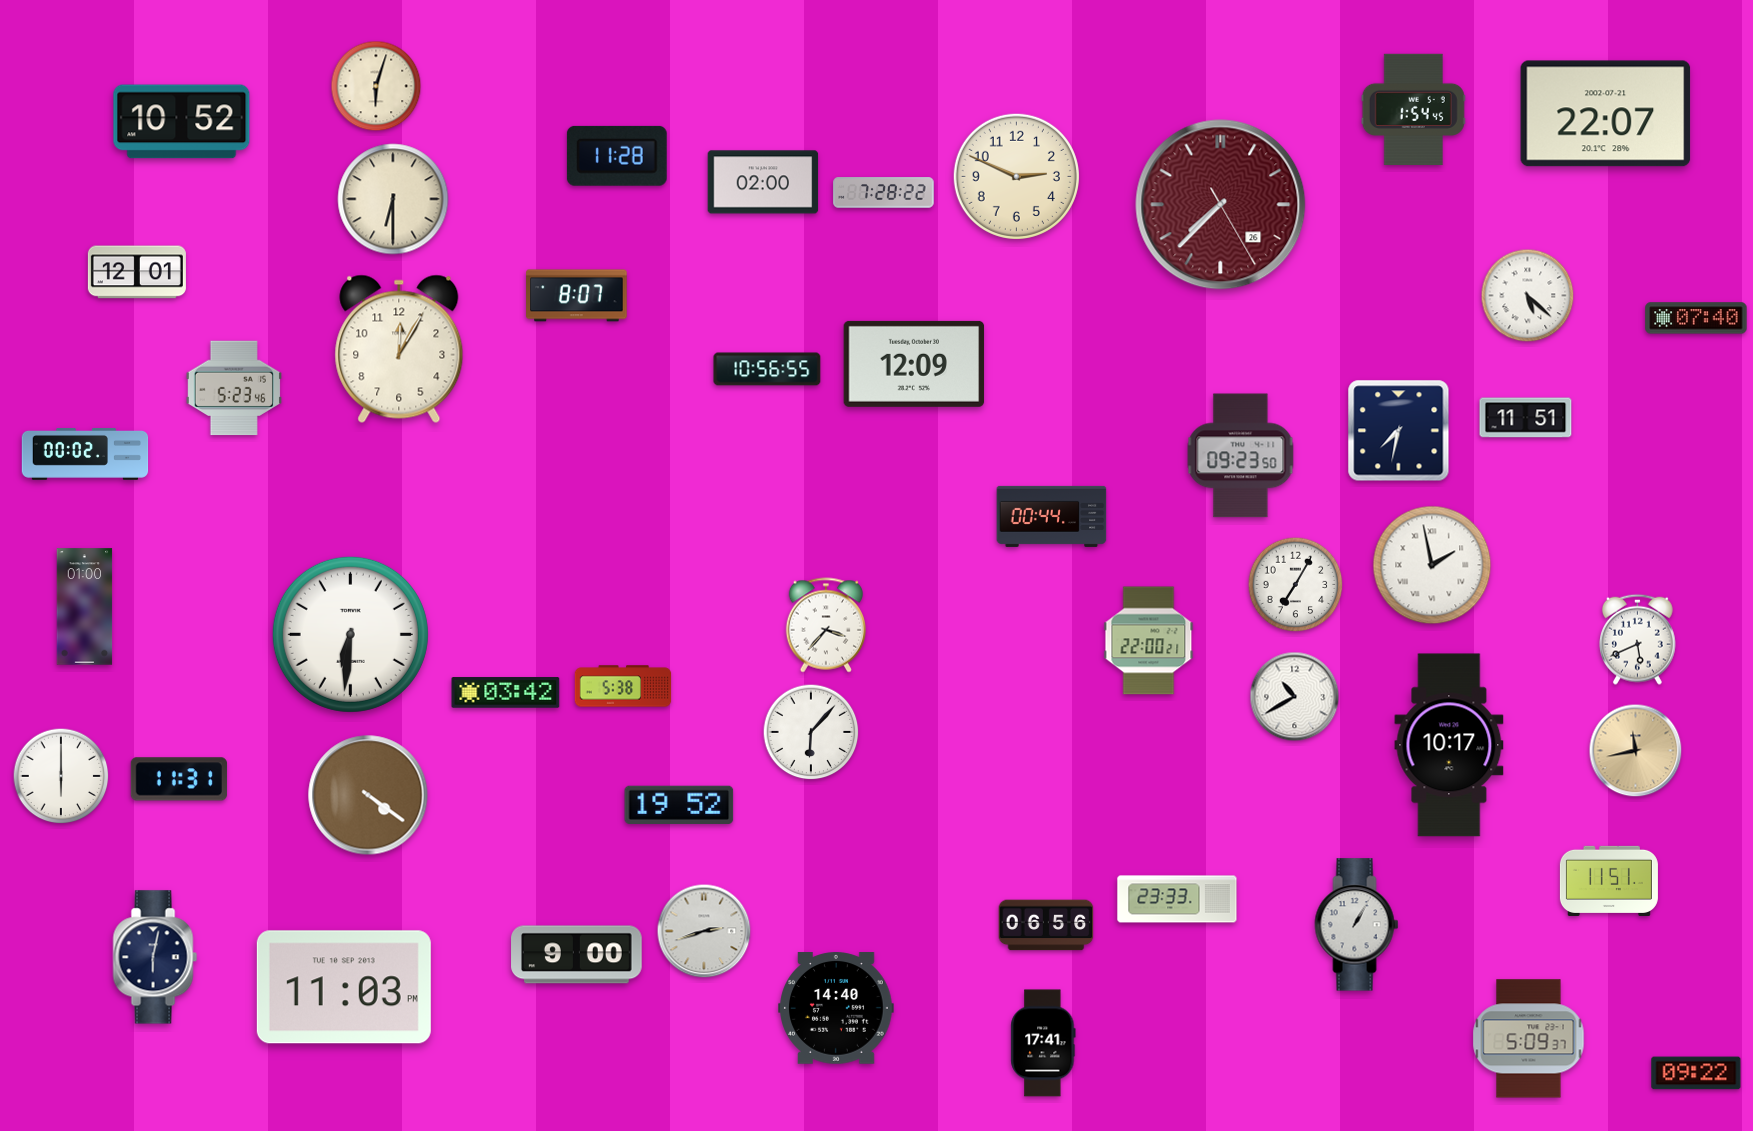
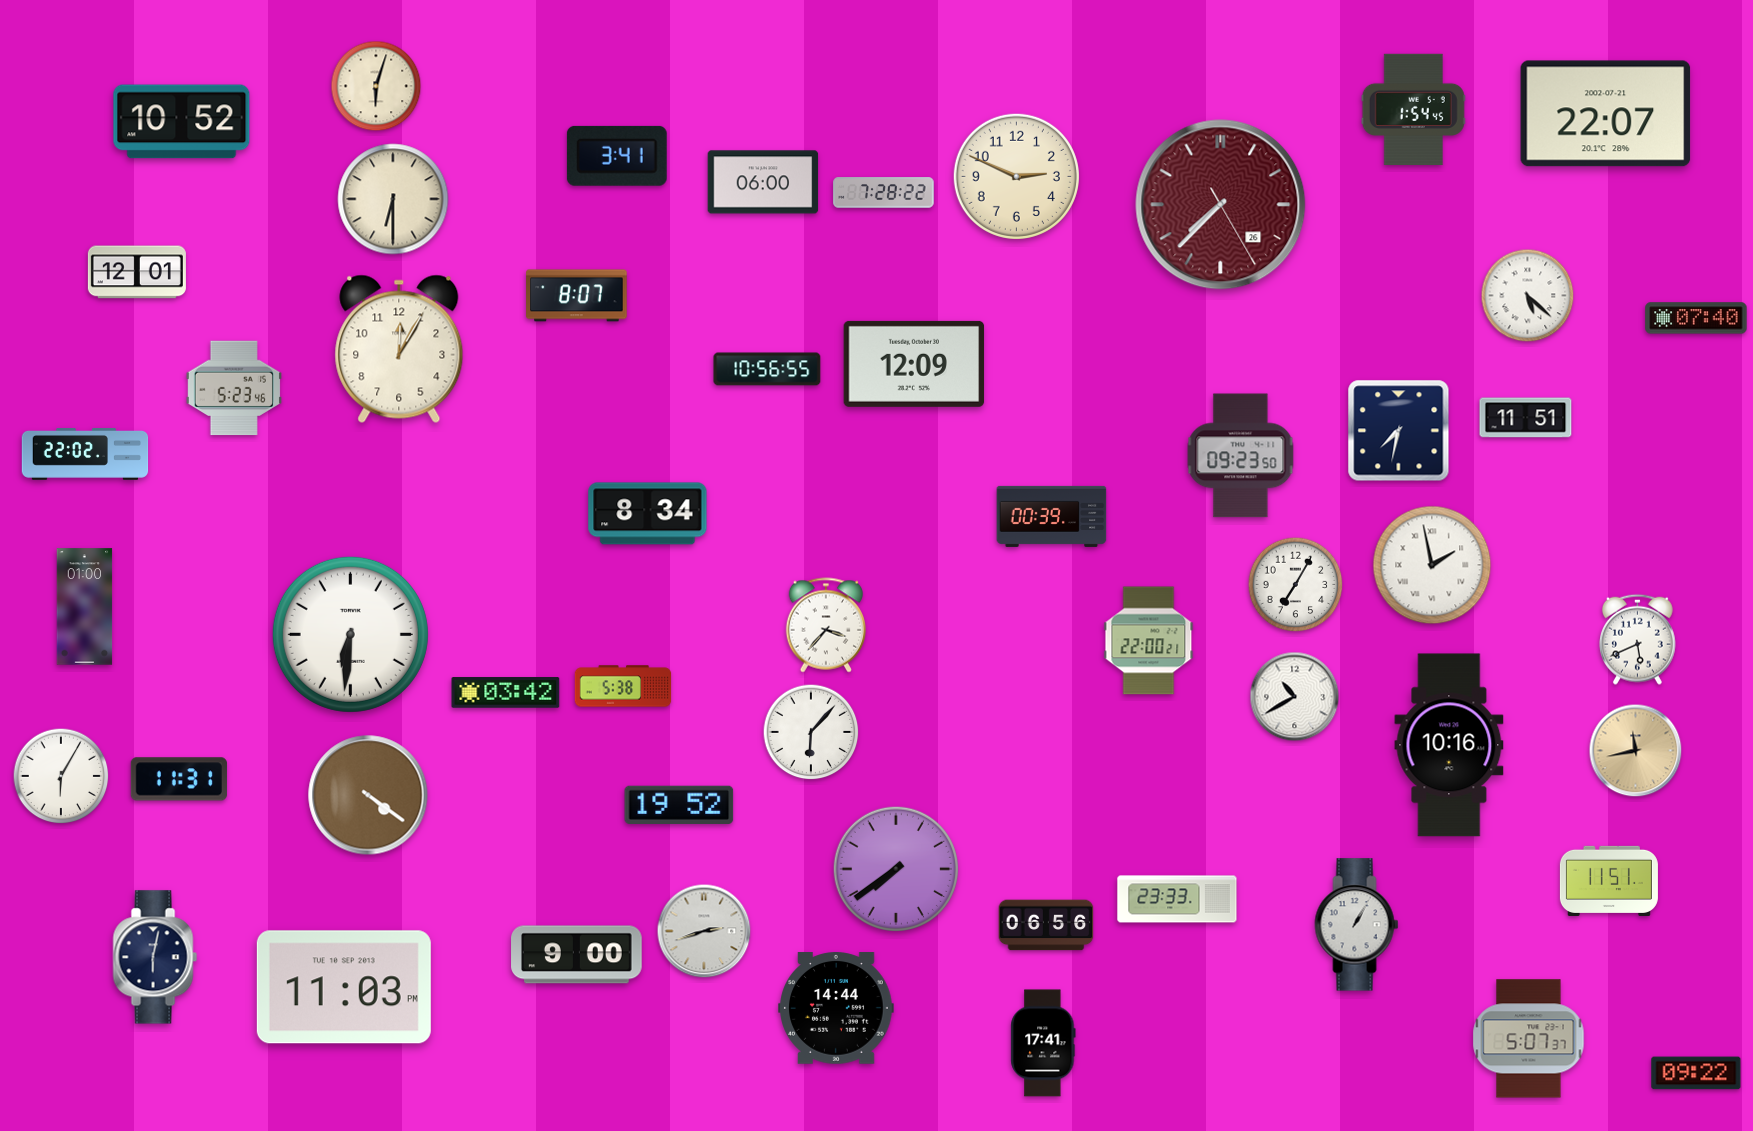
clock at (617, 156): 11:28 -> 3:41
clock at (763, 182): 02:00 -> 06:00
clock at (85, 455): 00:02 -> 22:02
clock at (648, 514): none -> 8:34
clock at (1052, 516): 00:44 -> 00:39
clock at (1449, 745): 10:17 -> 10:16
clock at (61, 776): 6:00 -> 6:05
clock at (895, 868): none -> 7:39
clock at (836, 1008): 14:40 -> 14:44
clock at (1529, 1039): 5:09 -> 5:07
